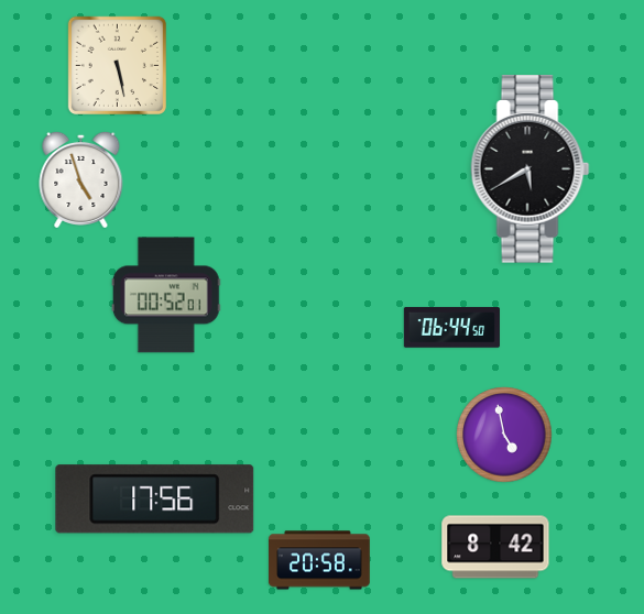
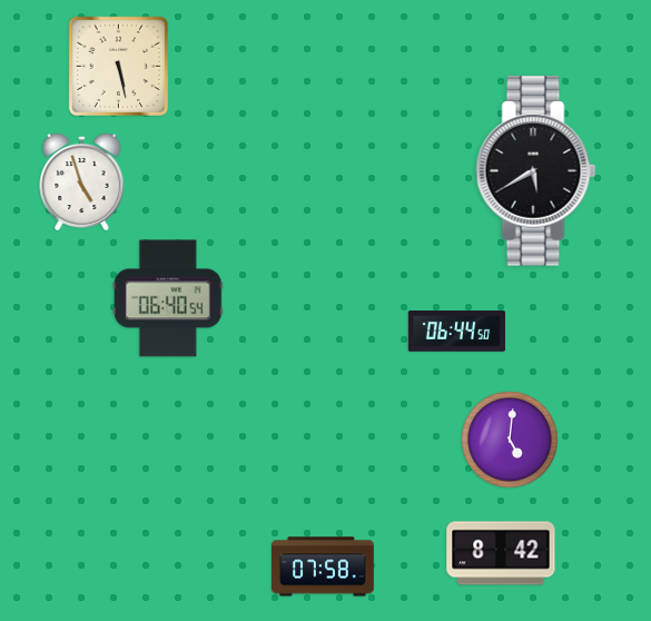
clock at (166, 295): 00:52 -> 06:40
clock at (504, 435): 4:58 -> 5:01
clock at (155, 500): 17:56 -> none
clock at (320, 560): 20:58 -> 07:58
